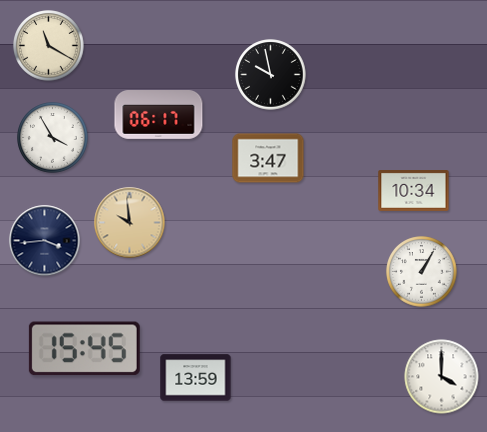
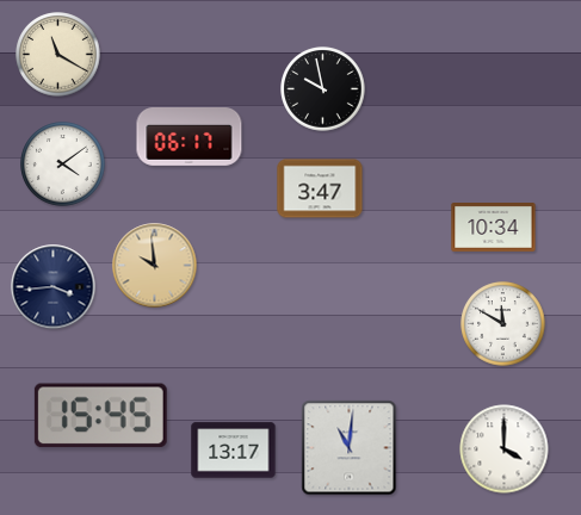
clock at (53, 138): 3:55 -> 4:09
clock at (422, 272): 1:05 -> 11:50
clock at (350, 448): none -> 11:01
clock at (442, 377) position: (442, 377) -> (505, 449)
clock at (196, 378): 13:59 -> 13:17
